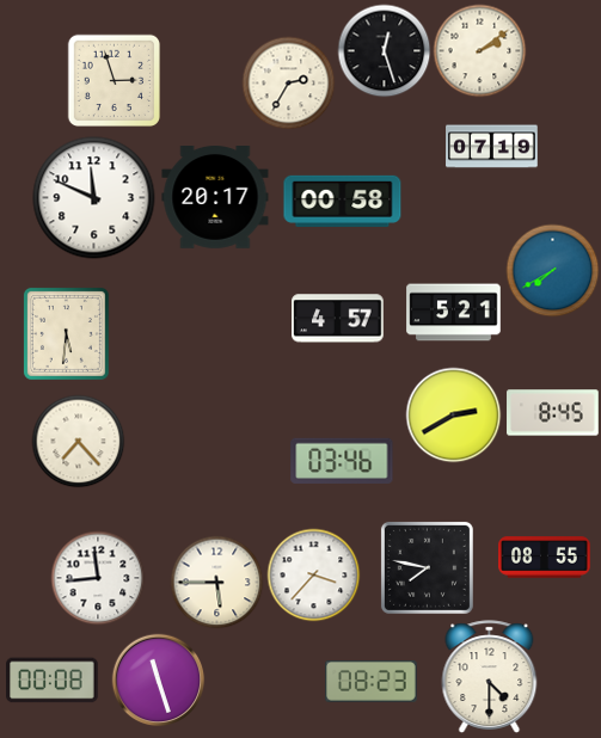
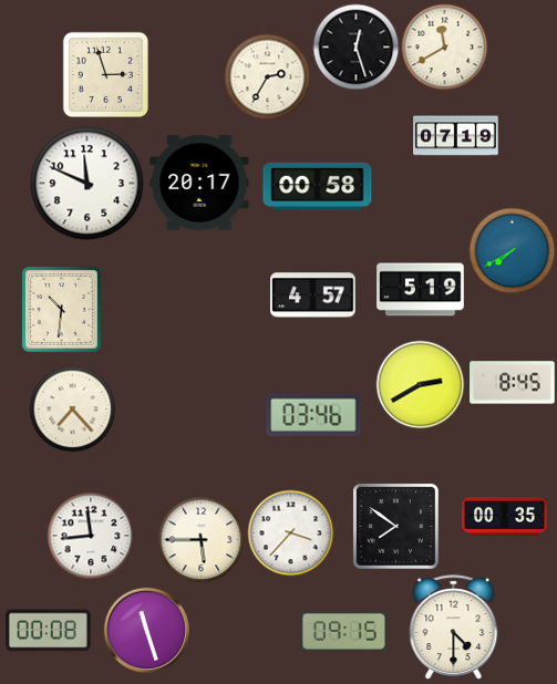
clock at (479, 50): 2:09 -> 11:40
clock at (454, 313): 5:21 -> 5:19
clock at (66, 333): 5:31 -> 10:31
clock at (342, 461) position: (342, 461) -> (313, 415)
clock at (545, 558): 08:55 -> 00:35
clock at (427, 567): 7:47 -> 7:51
clock at (372, 681): 08:23 -> 09:15
